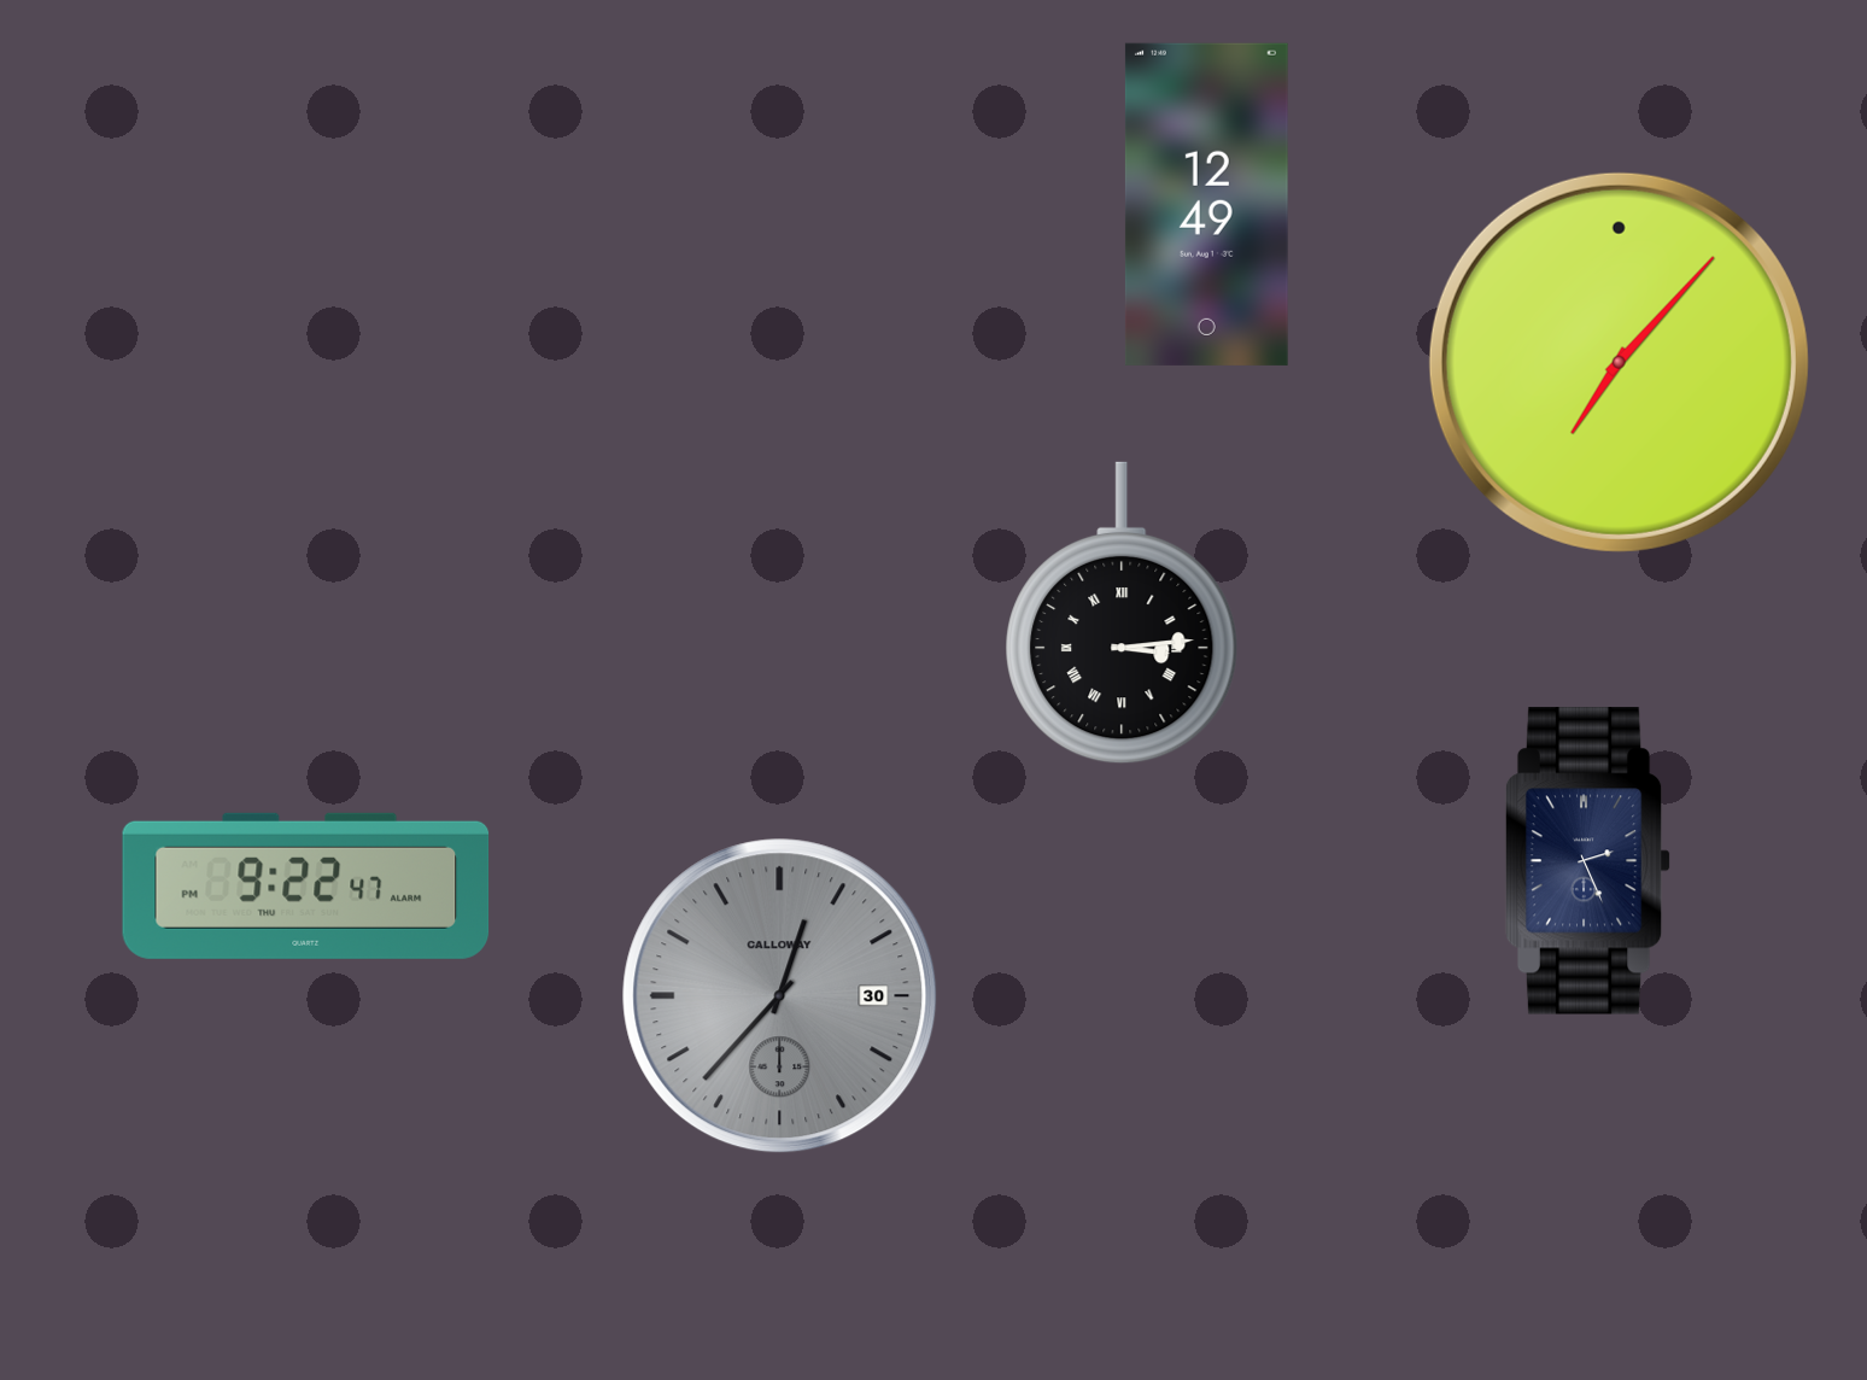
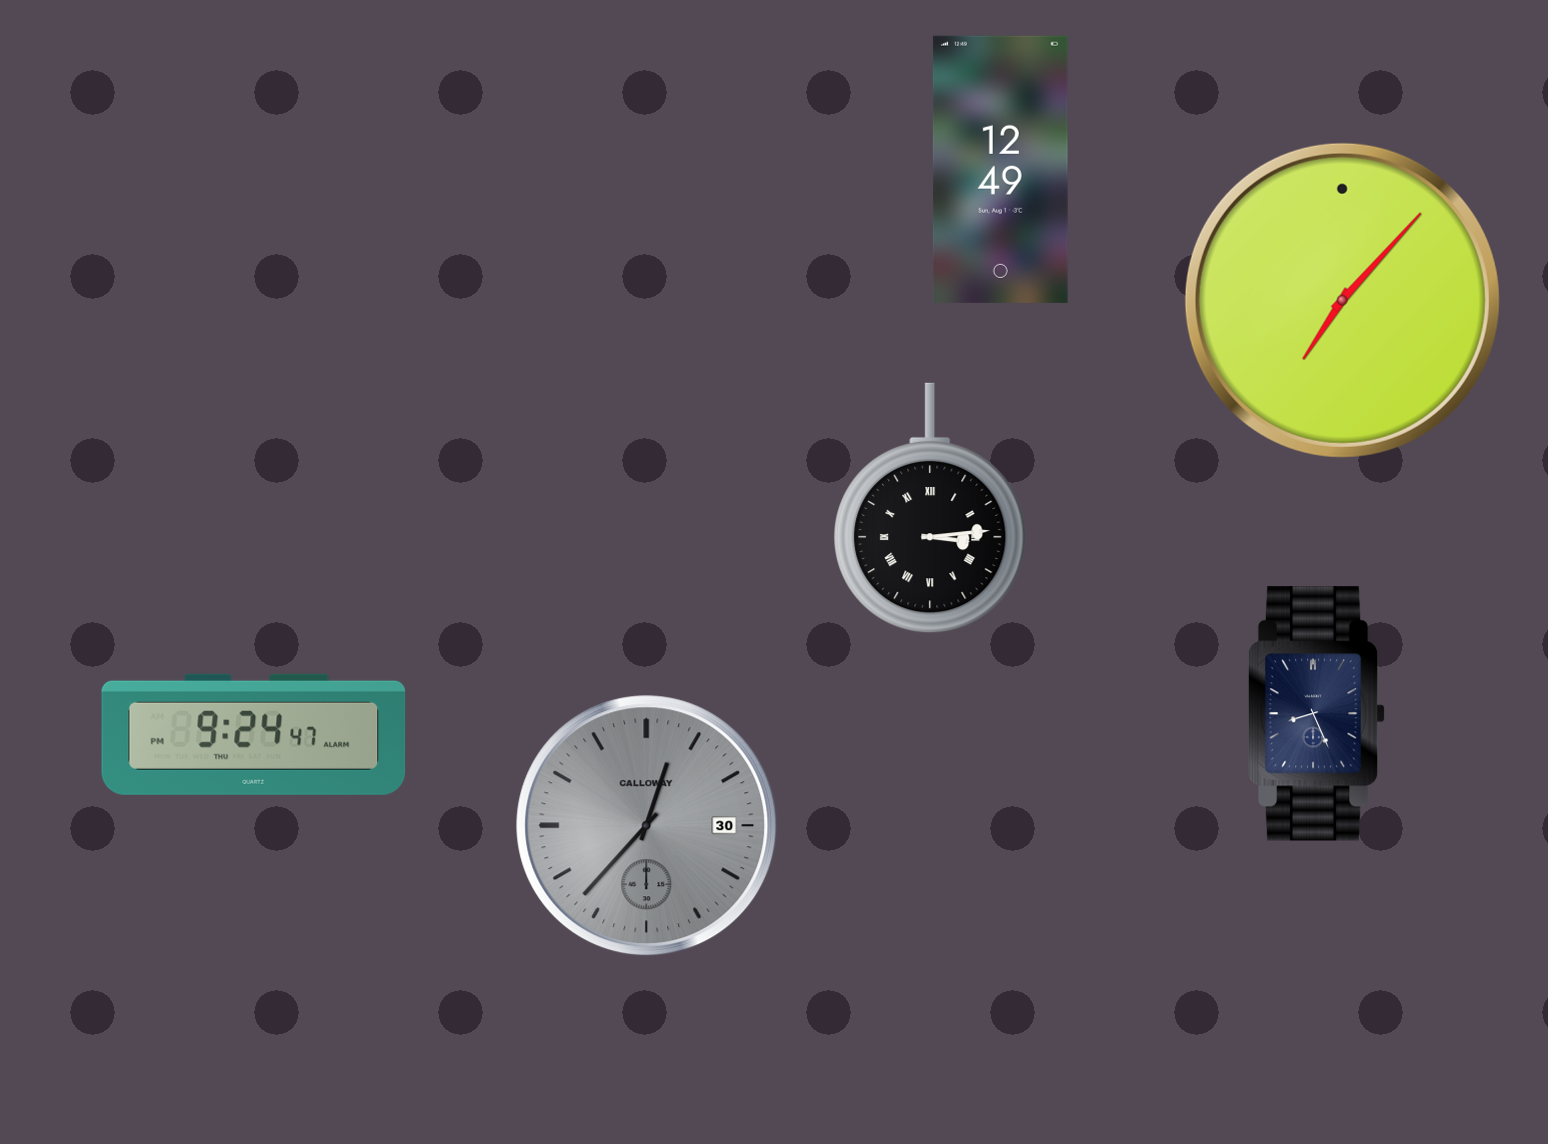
clock at (1587, 861): 2:26 -> 8:26
clock at (306, 885): 9:22 -> 9:24
